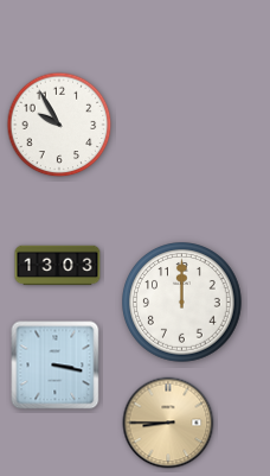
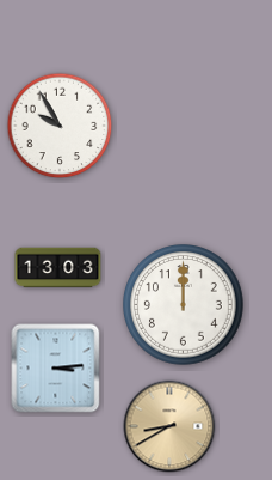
clock at (56, 366): 3:17 -> 3:14
clock at (168, 423): 8:45 -> 8:40
